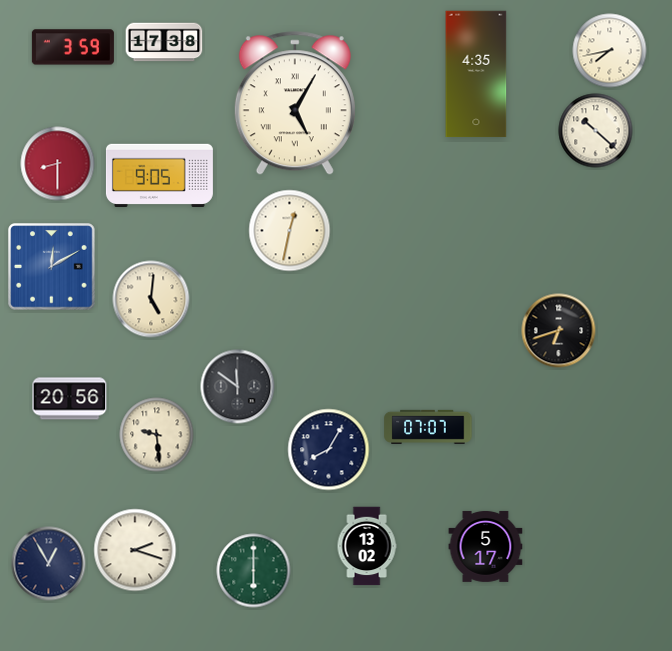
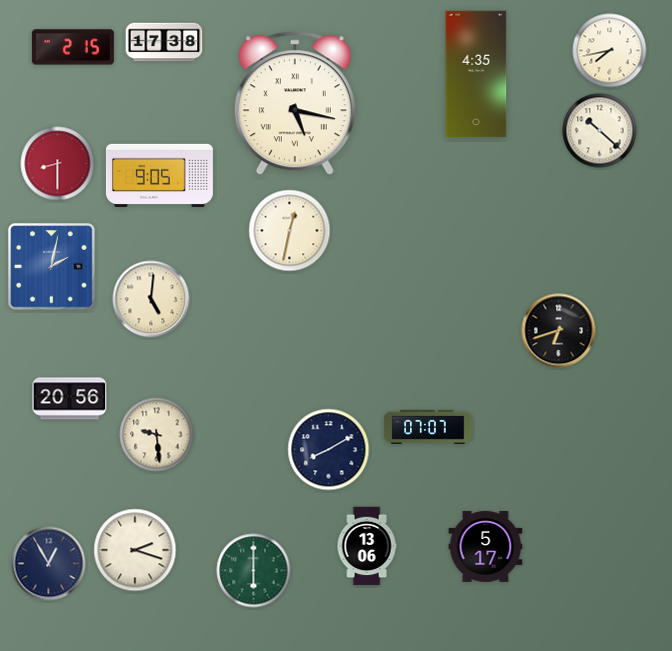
clock at (73, 47): 3:59 -> 2:15
clock at (295, 104): 5:05 -> 5:17
clock at (596, 131) position: (596, 131) -> (600, 131)
clock at (52, 267): 12:10 -> 2:02
clock at (238, 387): 11:51 -> none
clock at (329, 450): 8:05 -> 8:10
clock at (367, 546): 13:02 -> 13:06
